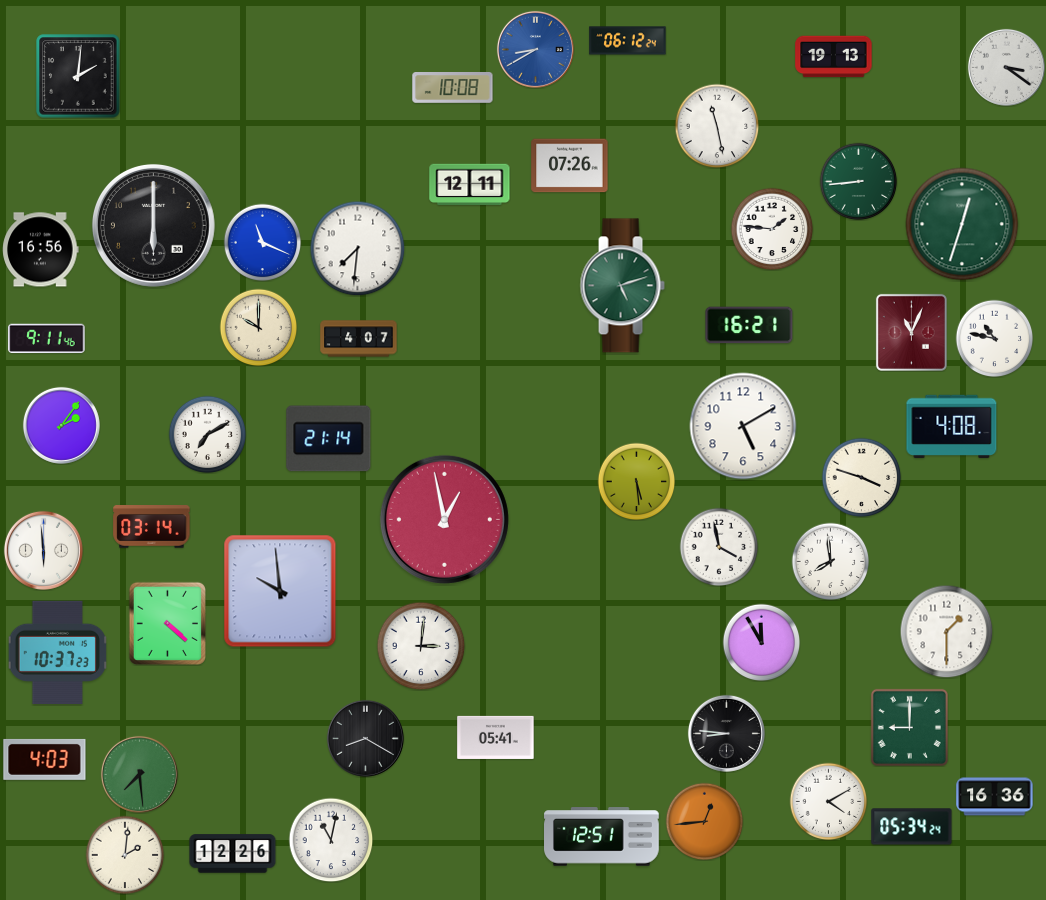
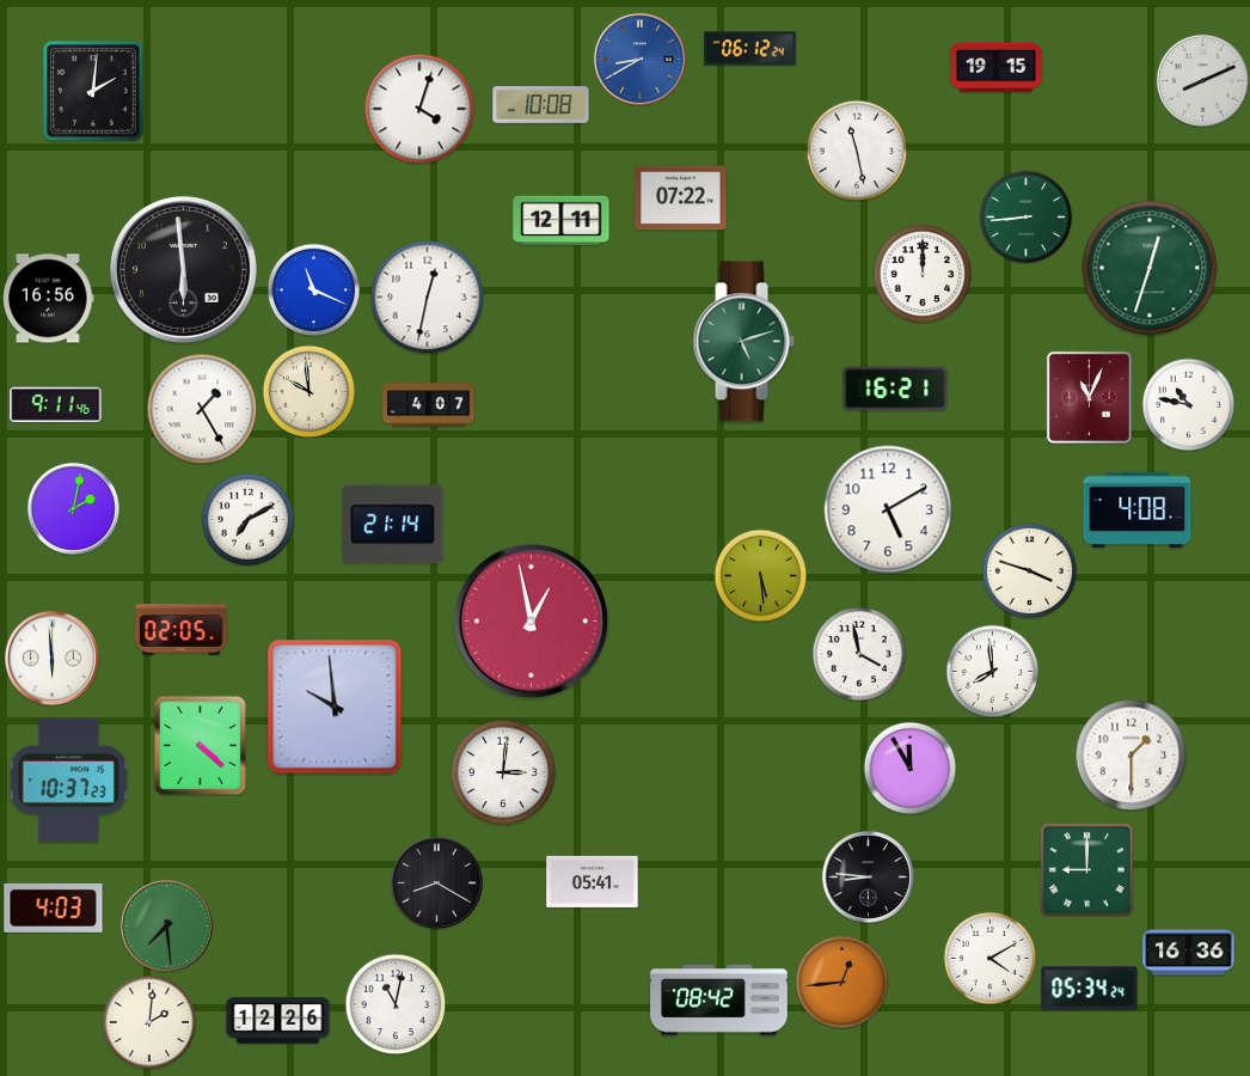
clock at (834, 57): 19:13 -> 19:15
clock at (1006, 67): 3:21 -> 8:11
clock at (419, 109): none -> 4:03
clock at (570, 166): 07:26 -> 07:22
clock at (153, 225): 6:00 -> 5:59
clock at (772, 229): 1:46 -> 12:00
clock at (357, 248): 7:31 -> 12:32
clock at (258, 327): 10:00 -> 9:59
clock at (202, 409): none -> 1:25
clock at (61, 425): 2:06 -> 2:02
clock at (152, 527): 03:14 -> 02:05
clock at (602, 837): 12:51 -> 08:42
